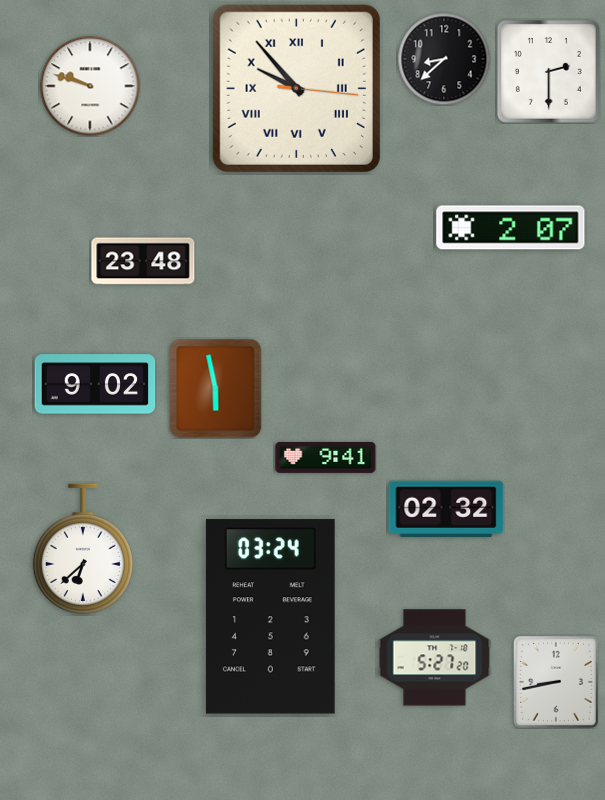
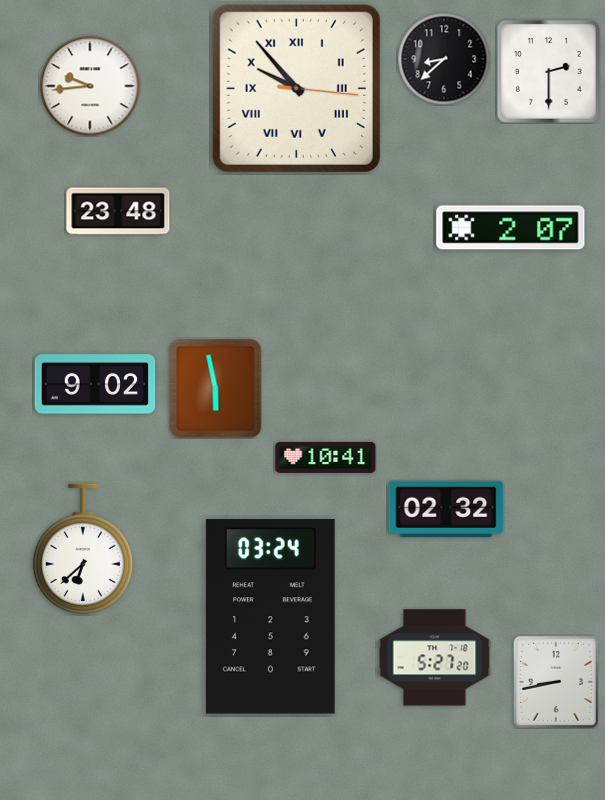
clock at (90, 86): 9:48 -> 9:44
clock at (143, 261) position: (143, 261) -> (118, 211)
clock at (326, 457): 9:41 -> 10:41
